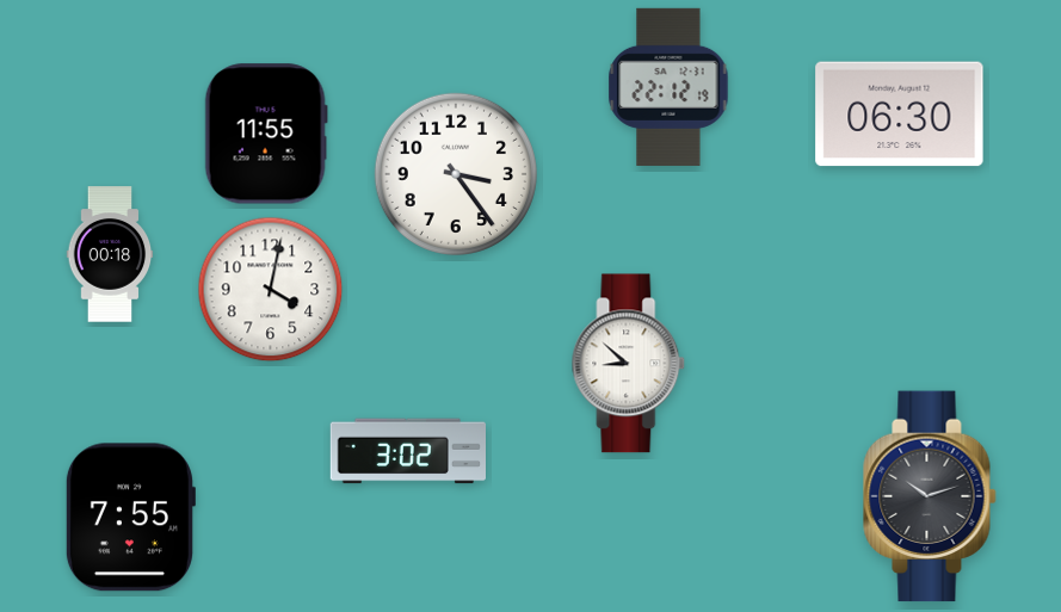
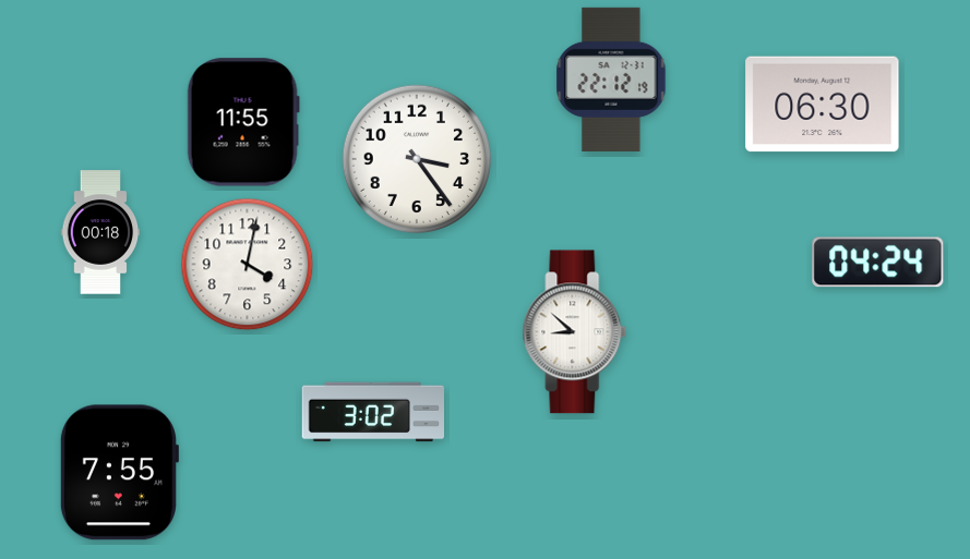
clock at (878, 263): none -> 04:24
clock at (930, 496): 10:12 -> none
